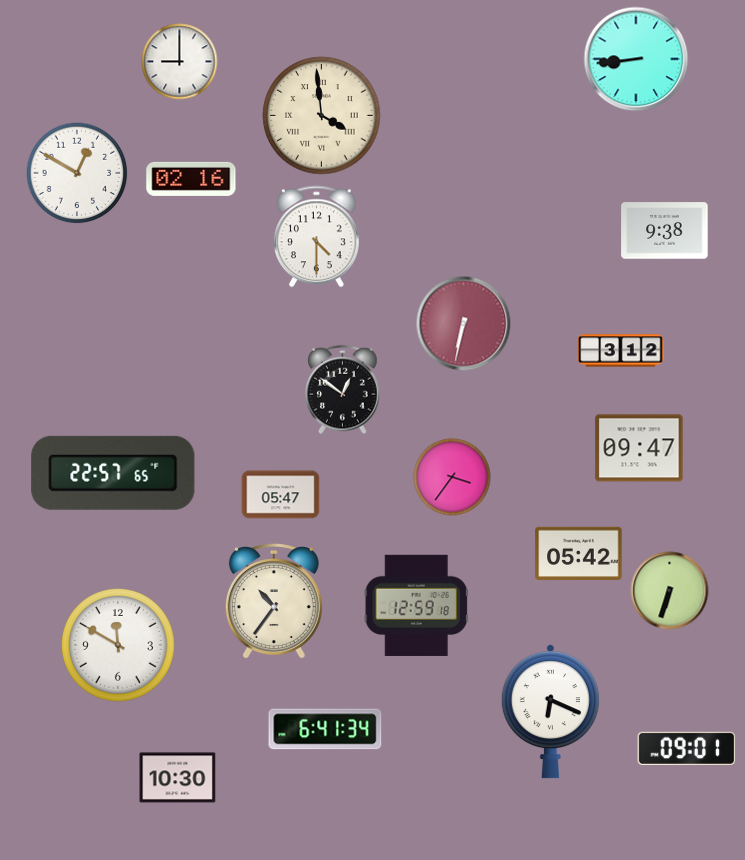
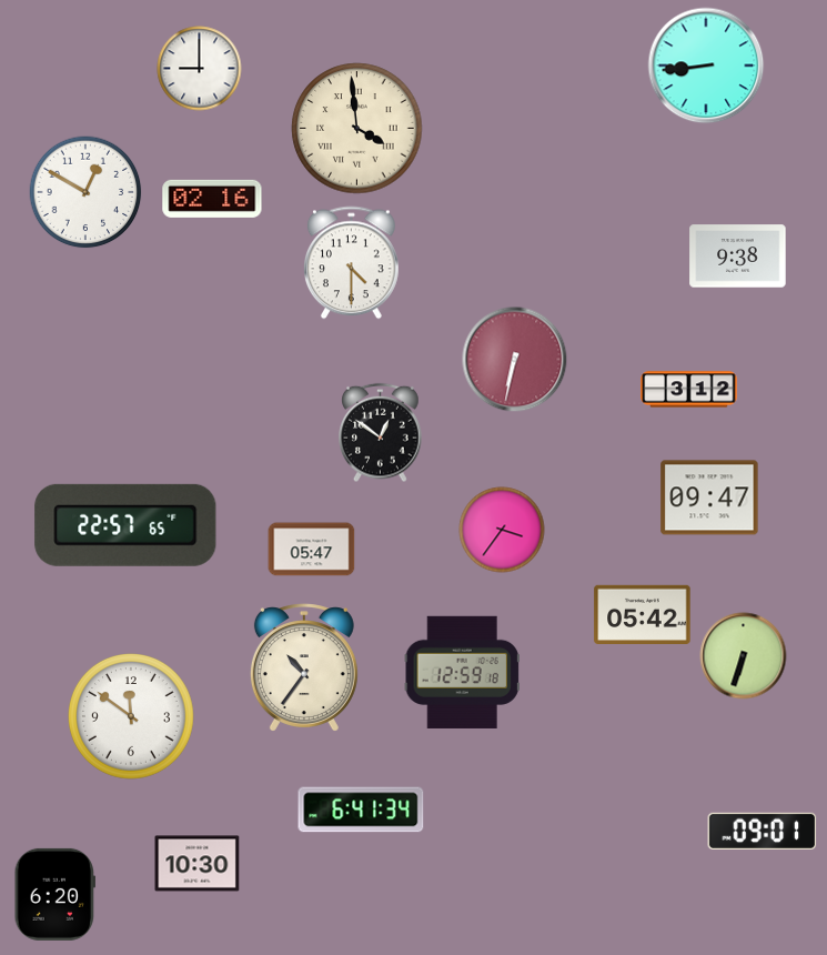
clock at (119, 646): 11:50 -> 11:51
clock at (550, 712): 6:19 -> none
clock at (54, 894): none -> 6:20
